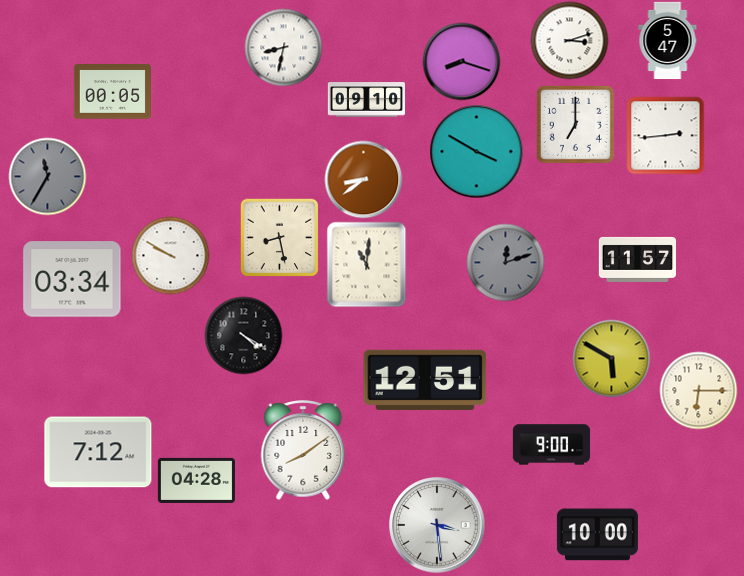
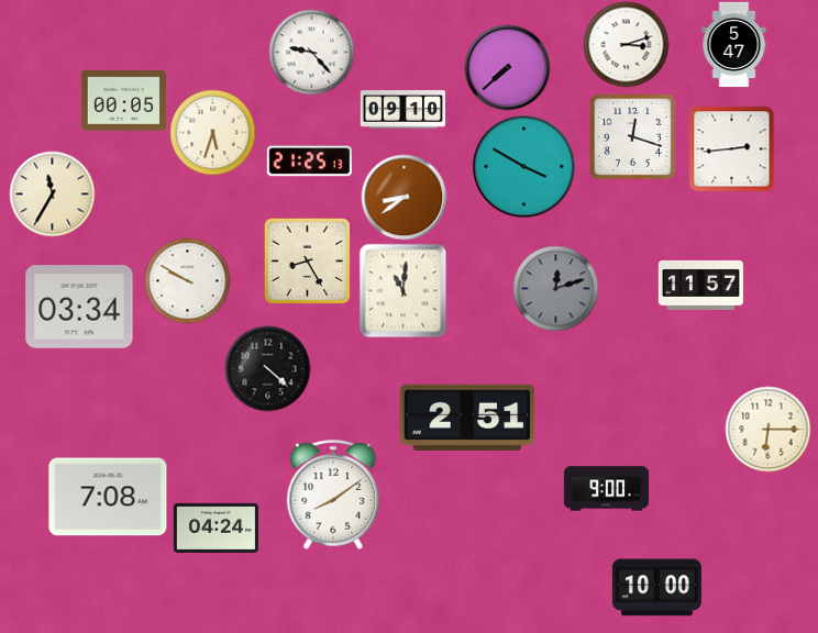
clock at (283, 47): 8:32 -> 9:23
clock at (461, 61): 8:18 -> 7:38
clock at (212, 132): none -> 5:33
clock at (575, 124): 7:00 -> 12:18
clock at (309, 162): none -> 21:25
clock at (47, 176) dial: grey -> cream
clock at (363, 179) position: (363, 179) -> (404, 197)
clock at (279, 237): 8:28 -> 8:25
clock at (243, 335): 4:20 -> 4:22
clock at (611, 358): 5:50 -> none
clock at (425, 380): 12:51 -> 2:51
clock at (98, 452): 7:12 -> 7:08
clock at (196, 480): 04:28 -> 04:24
clock at (437, 525): 3:29 -> none
